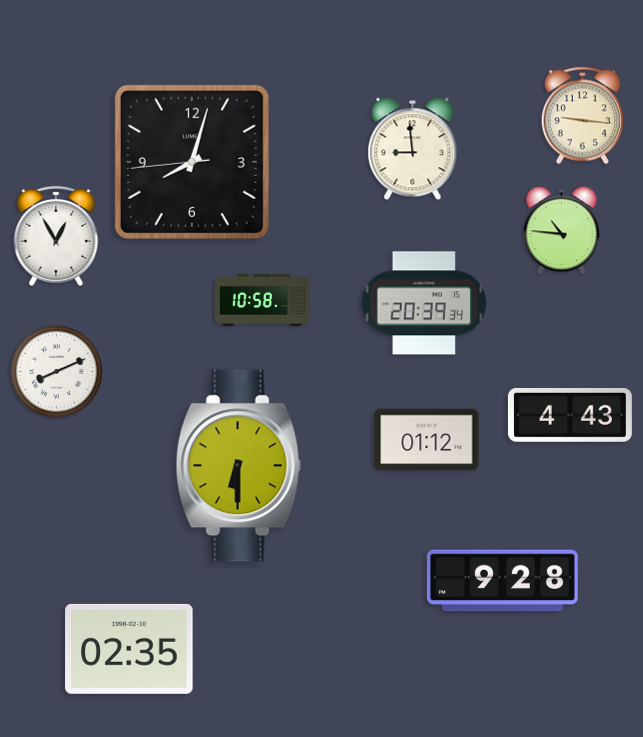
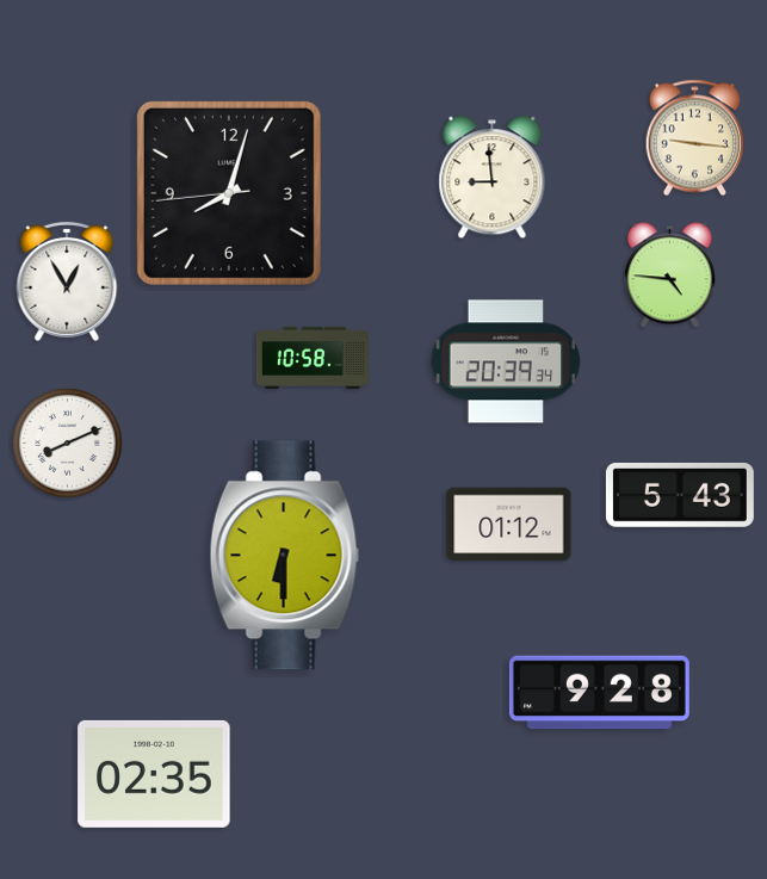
clock at (562, 231): 10:46 -> 4:46
clock at (570, 415): 4:43 -> 5:43
